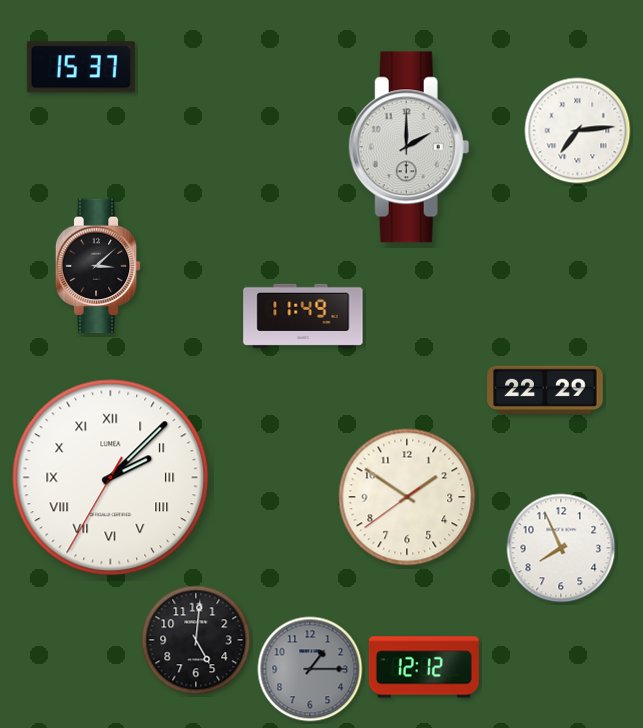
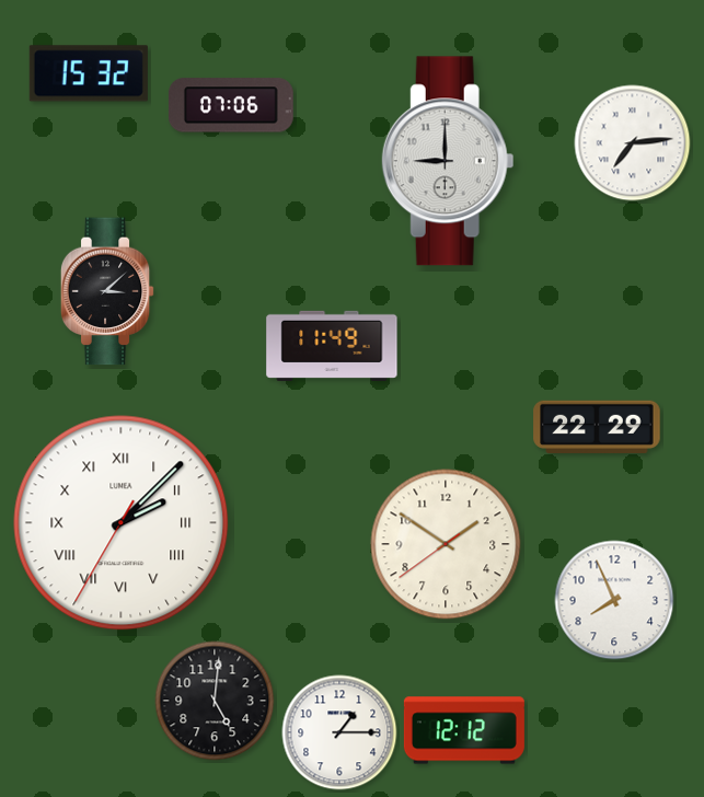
clock at (81, 67): 15:37 -> 15:32
clock at (231, 105): none -> 07:06
clock at (409, 147): 2:00 -> 9:00
clock at (310, 669) dial: grey -> white
